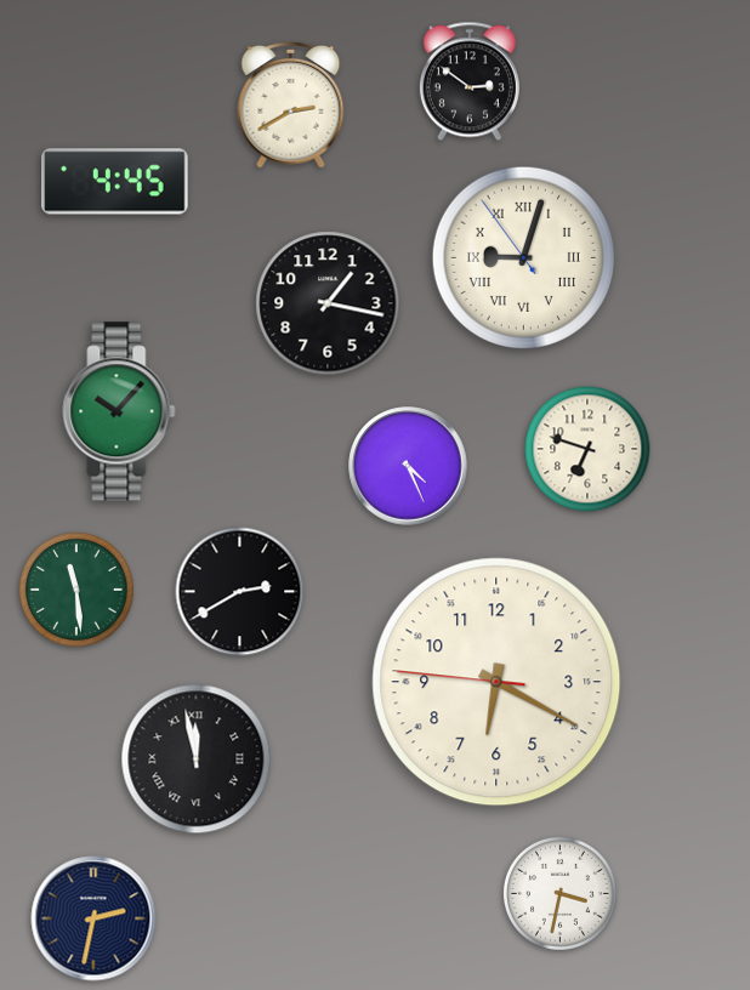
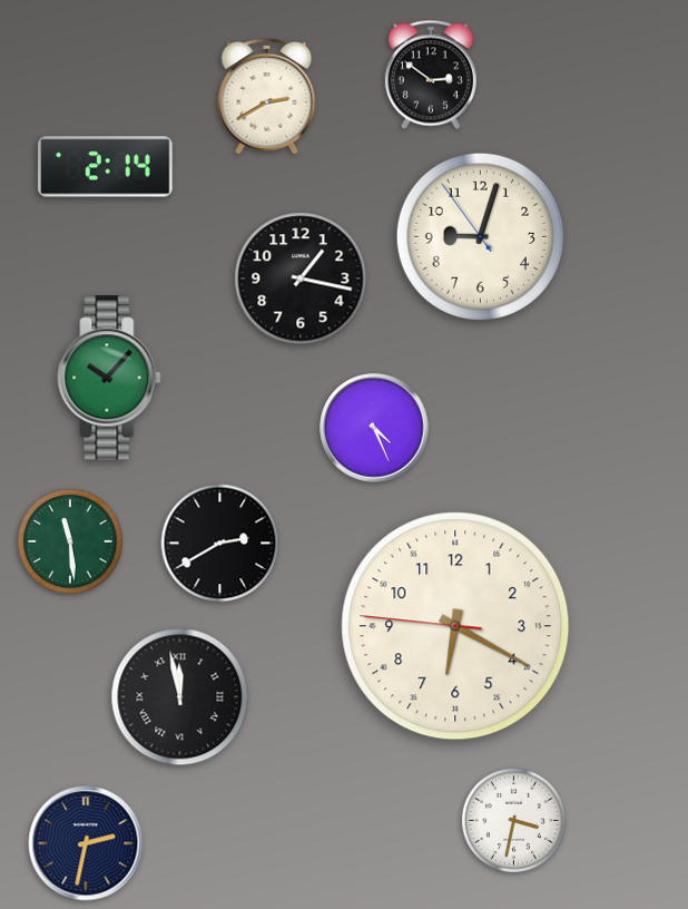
clock at (115, 182): 4:45 -> 2:14
clock at (523, 257) numerals: Roman -> Arabic
clock at (587, 449): 6:48 -> none
